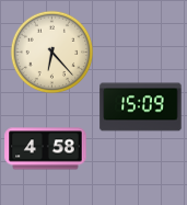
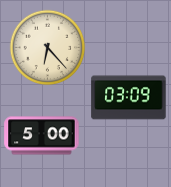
clock at (141, 107): 15:09 -> 03:09
clock at (46, 149): 4:58 -> 5:00
